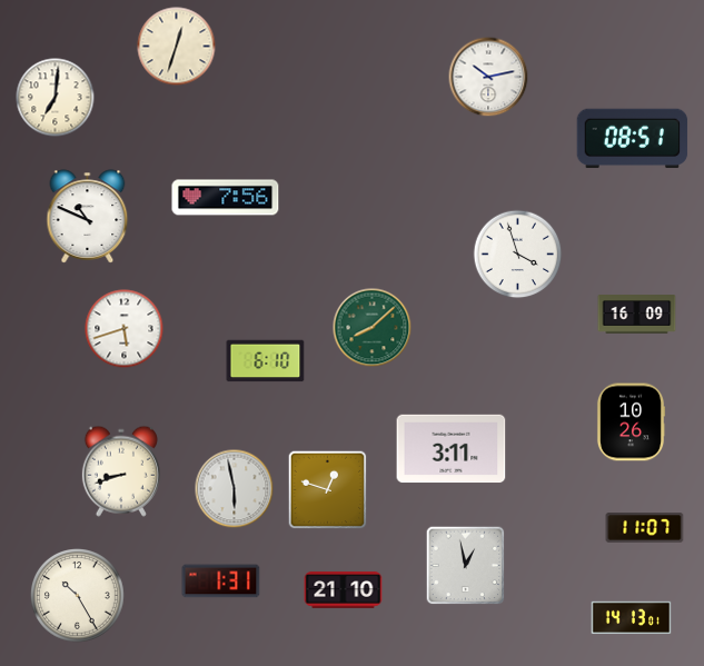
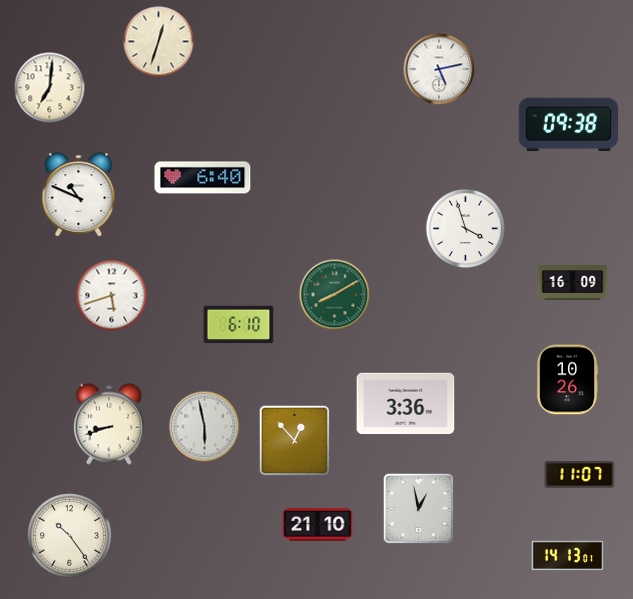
clock at (488, 77): 10:13 -> 5:13
clock at (633, 139): 08:51 -> 09:38
clock at (226, 198): 7:56 -> 6:40
clock at (373, 328): 8:08 -> 8:10
clock at (452, 449): 3:11 -> 3:36
clock at (235, 489) position: (235, 489) -> (205, 427)
clock at (328, 490): 12:48 -> 12:53
clock at (221, 581): 1:31 -> none
clock at (344, 590) position: (344, 590) -> (318, 525)
clock at (78, 596): 10:25 -> 10:24
